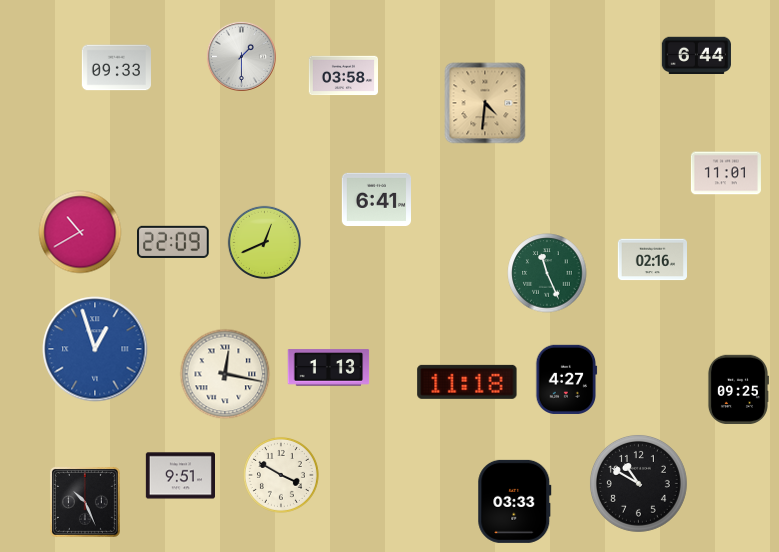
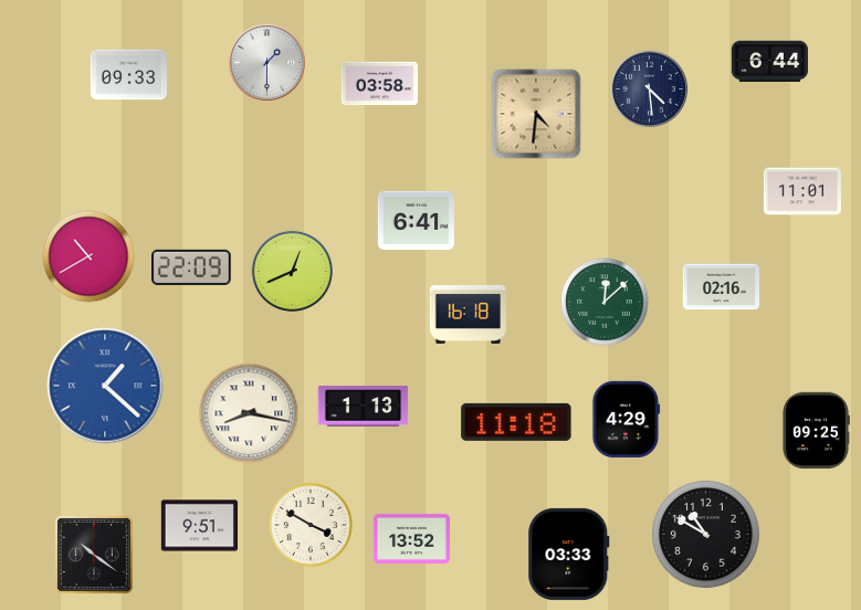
clock at (649, 88): none -> 4:29
clock at (264, 242) position: (264, 242) -> (292, 271)
clock at (547, 273): 11:26 -> 12:08
clock at (468, 314): none -> 16:18
clock at (95, 349): 12:57 -> 1:22
clock at (225, 374): 12:17 -> 8:17
clock at (567, 379): 4:27 -> 4:29
clock at (411, 538): none -> 13:52
clock at (85, 502): 10:26 -> 10:21
